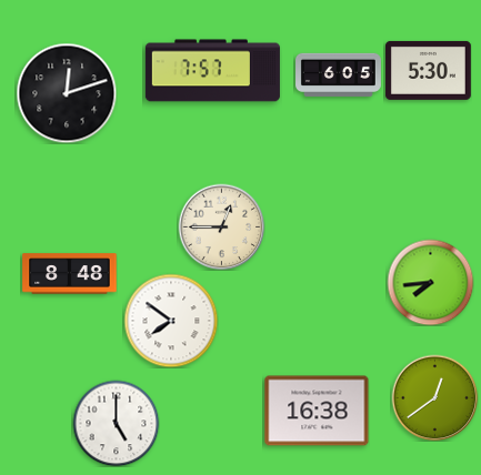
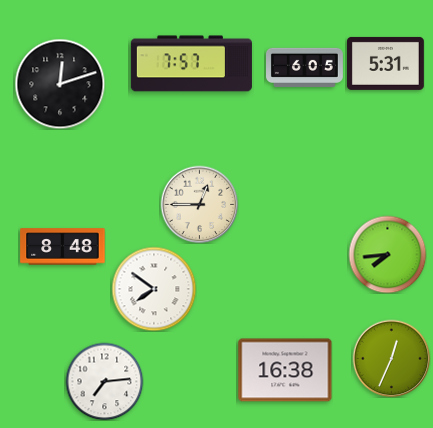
clock at (428, 70): 5:30 -> 5:31
clock at (434, 397): 12:39 -> 12:34
clock at (116, 423): 5:00 -> 7:14
